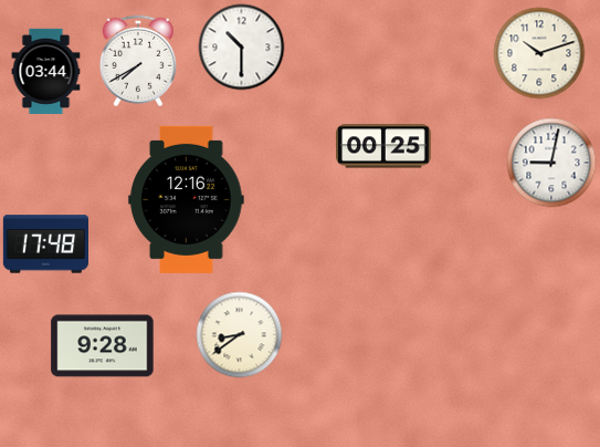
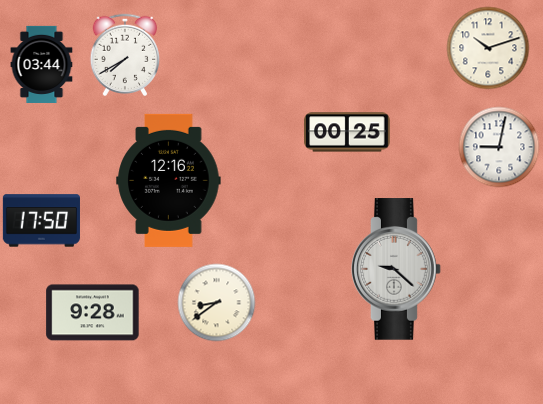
clock at (241, 46): 10:30 -> none
clock at (45, 245): 17:48 -> 17:50
clock at (396, 269): none -> 9:22
